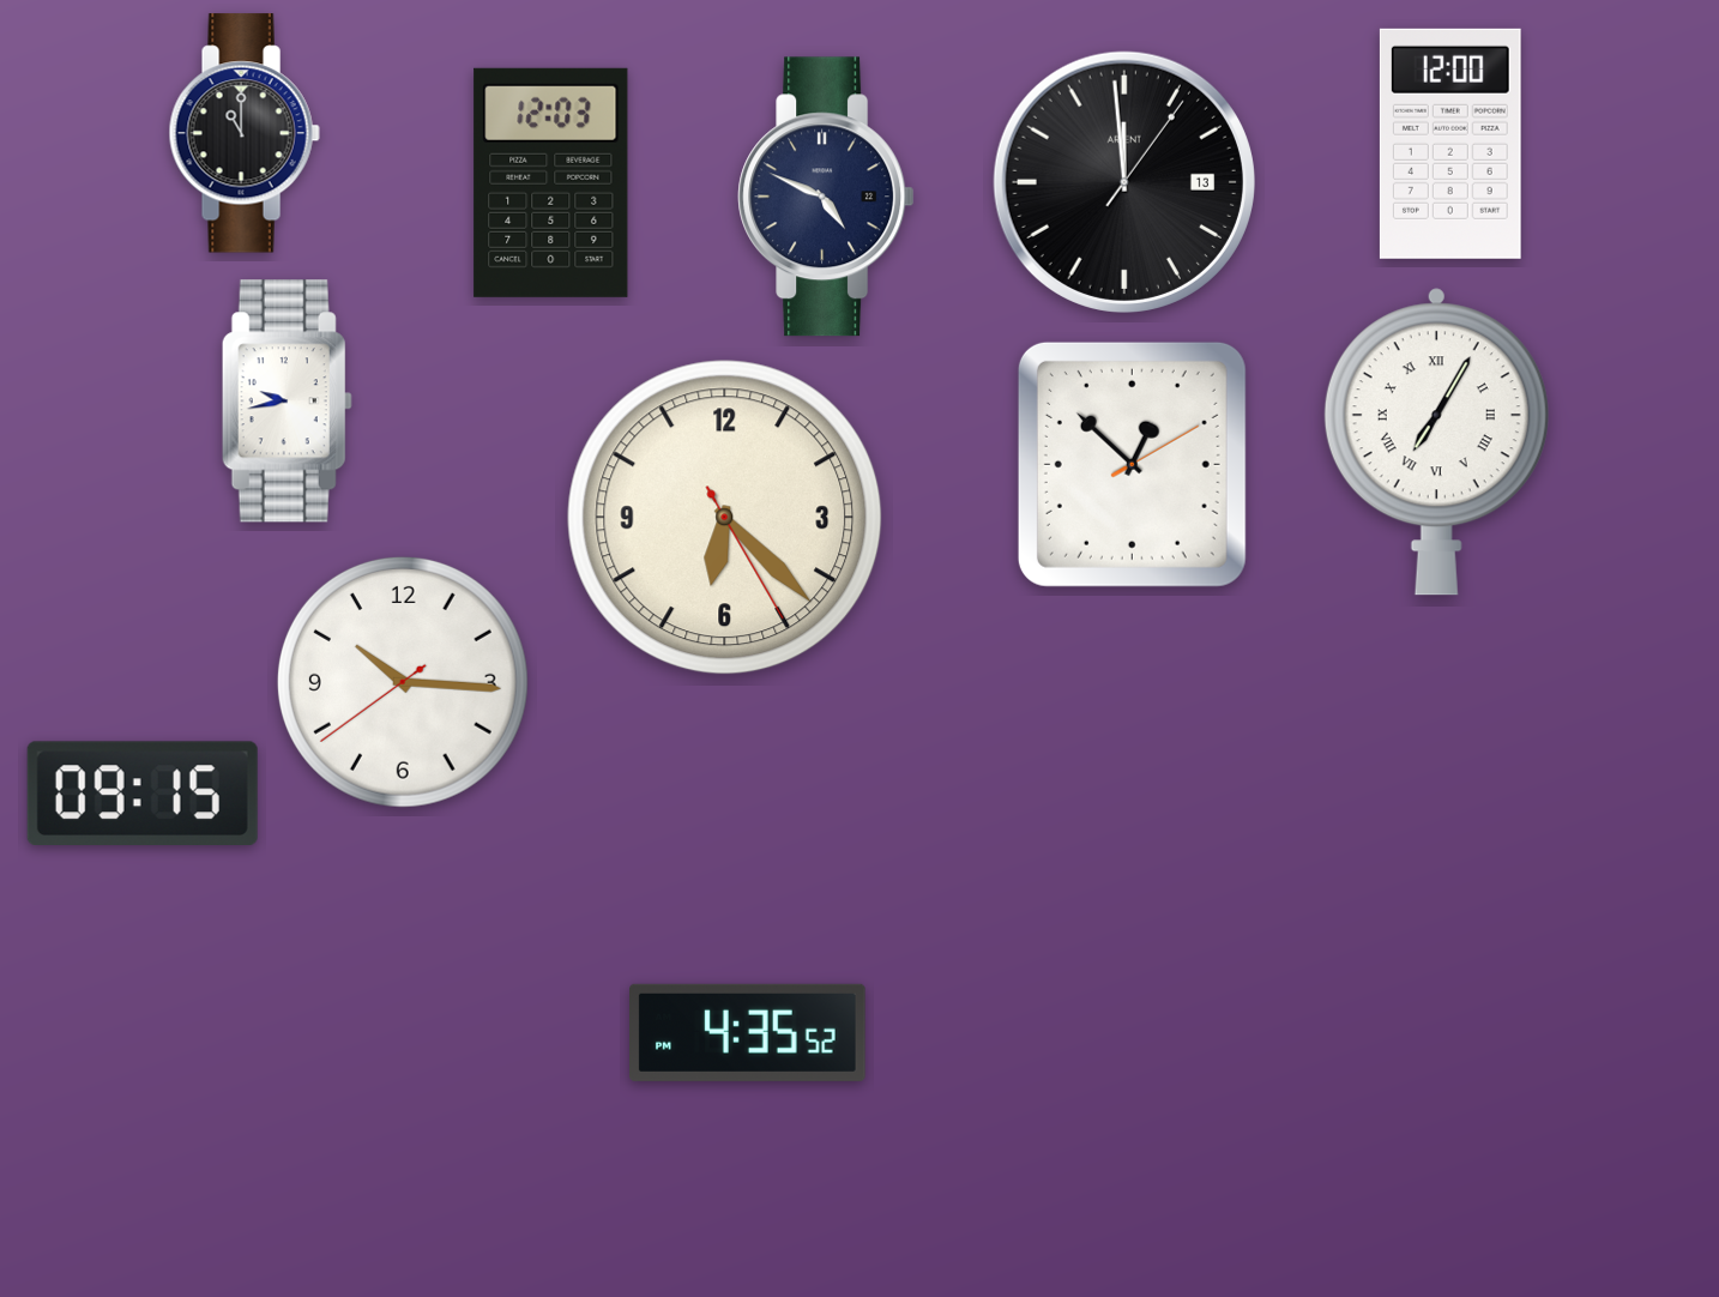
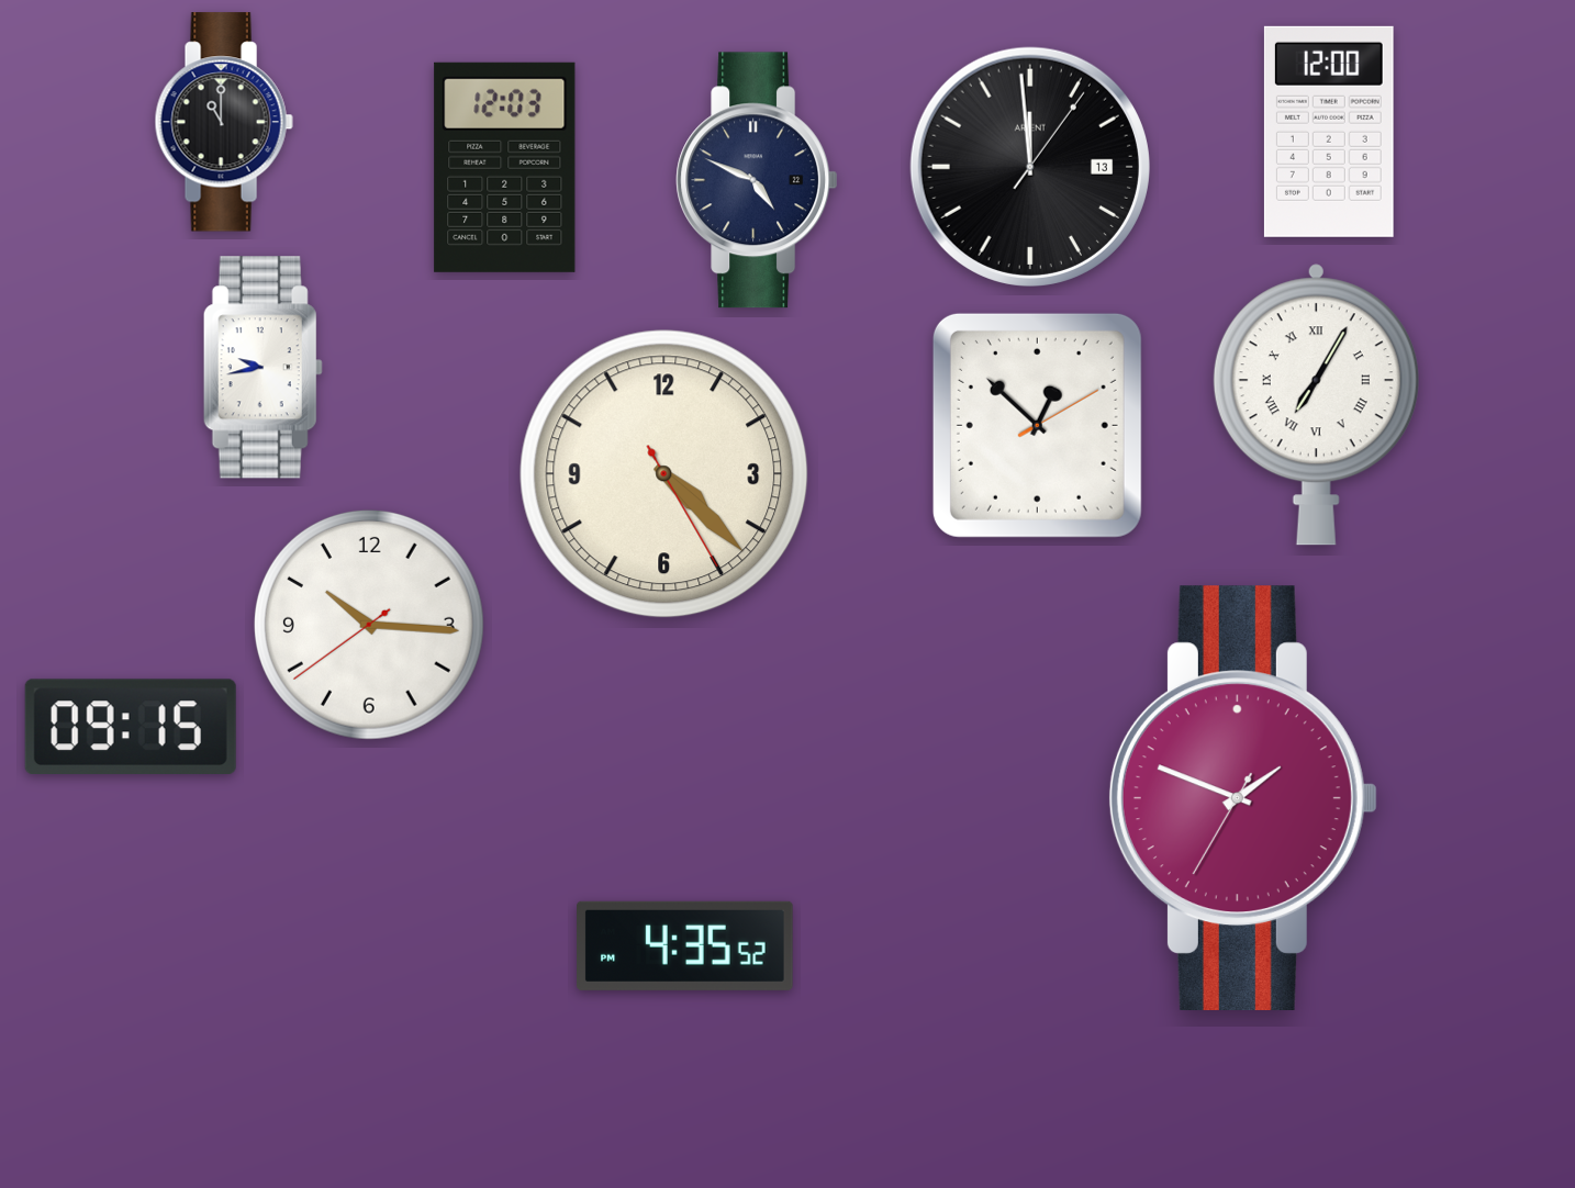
clock at (725, 518): 6:22 -> 4:22
clock at (1243, 797): none -> 1:48
